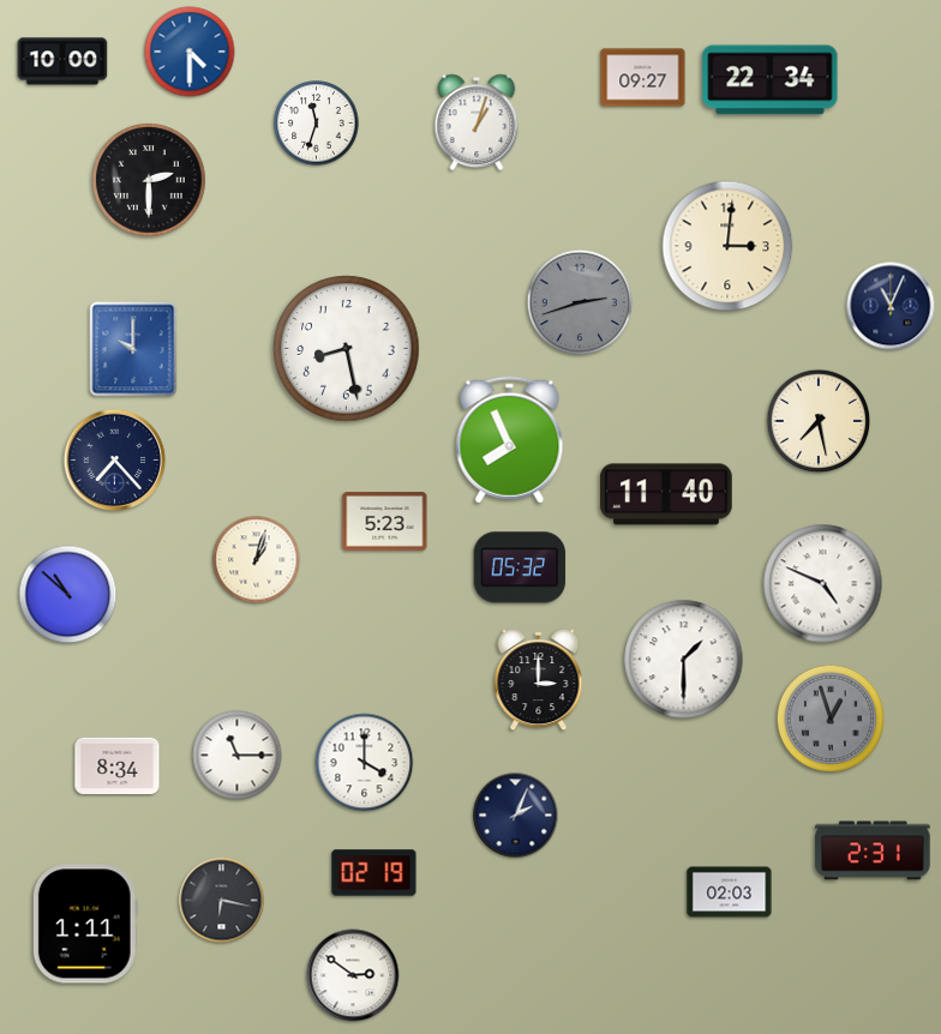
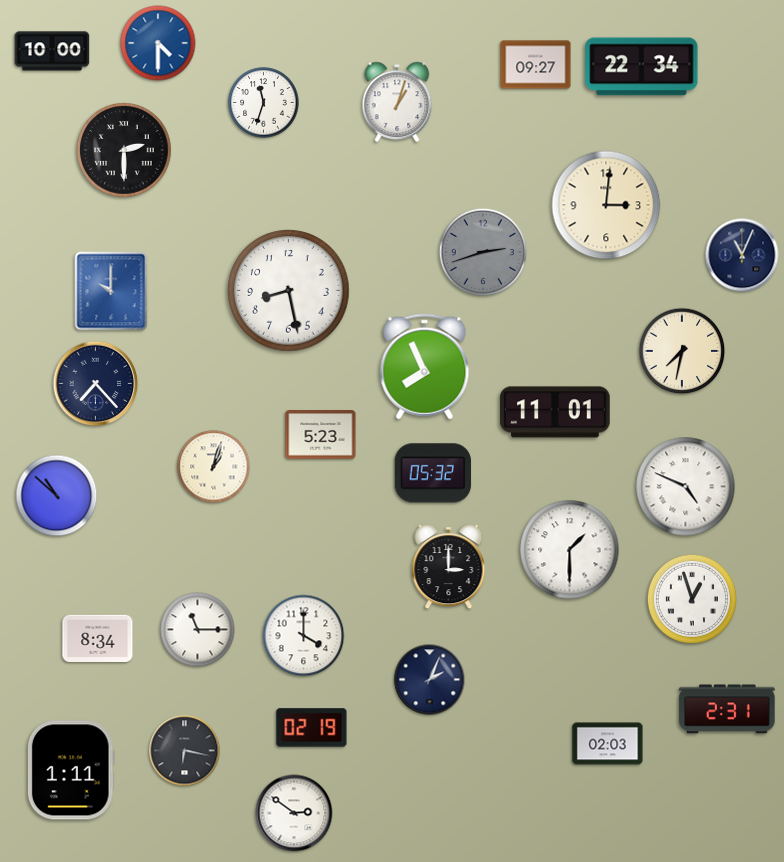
clock at (819, 421): 7:28 -> 7:32
clock at (666, 494): 11:40 -> 11:01
clock at (831, 719) dial: grey -> white
